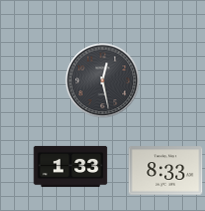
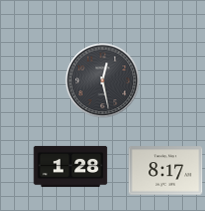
clock at (71, 166): 1:33 -> 1:28
clock at (166, 171): 8:33 -> 8:17
